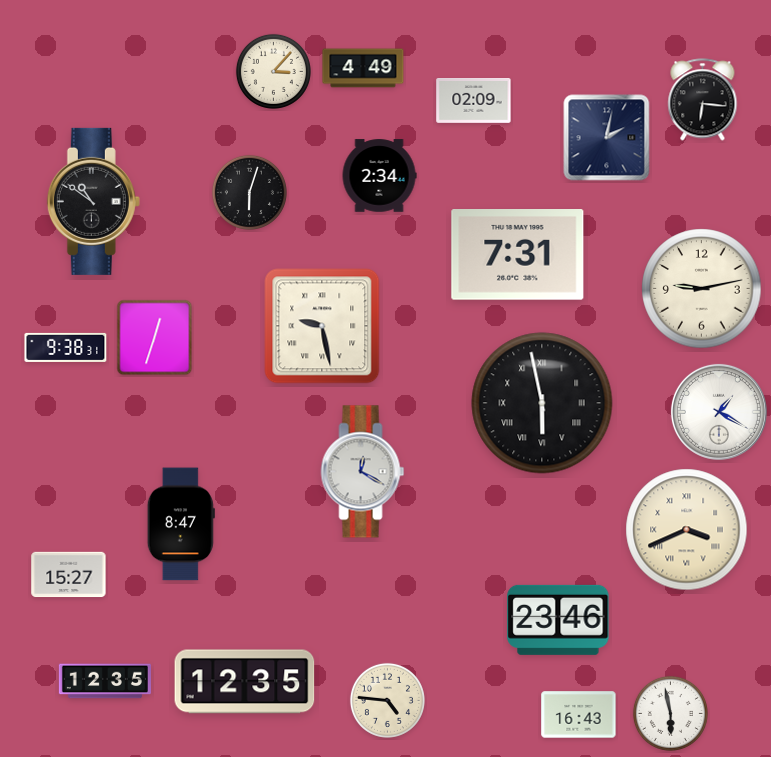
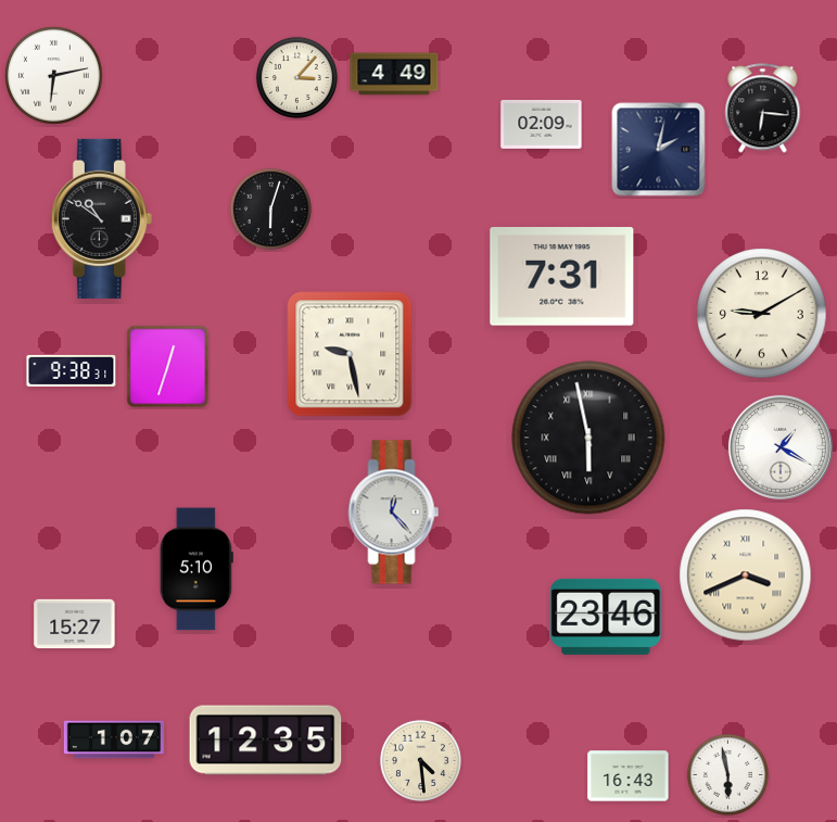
clock at (53, 75): none -> 6:13
clock at (474, 101) position: (474, 101) -> (542, 125)
clock at (379, 176): 2:34 -> none
clock at (702, 289): 9:13 -> 9:10
clock at (66, 347) position: (66, 347) -> (72, 370)
clock at (363, 472): 12:20 -> 12:23
clock at (181, 524): 8:47 -> 5:10
clock at (558, 620) position: (558, 620) -> (606, 617)
clock at (105, 681): 12:35 -> 1:07
clock at (387, 700): 4:46 -> 4:29
